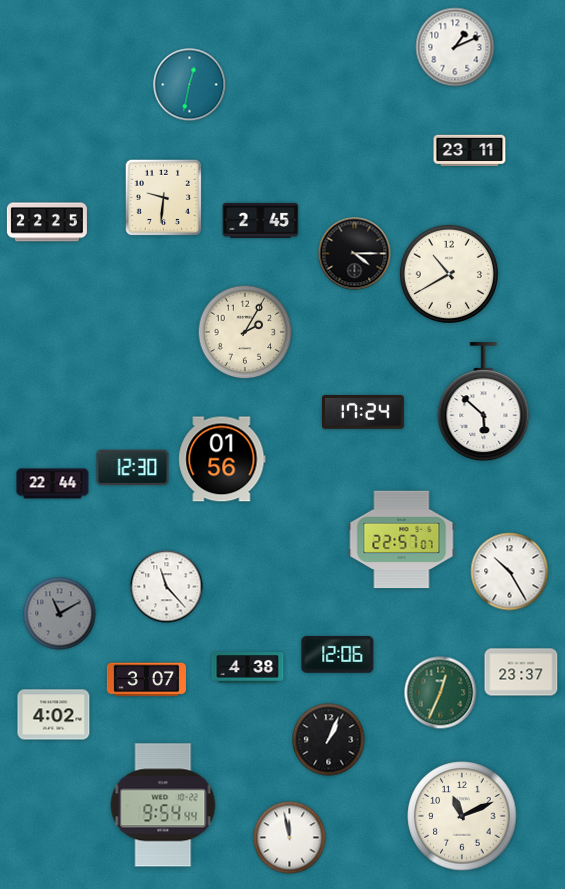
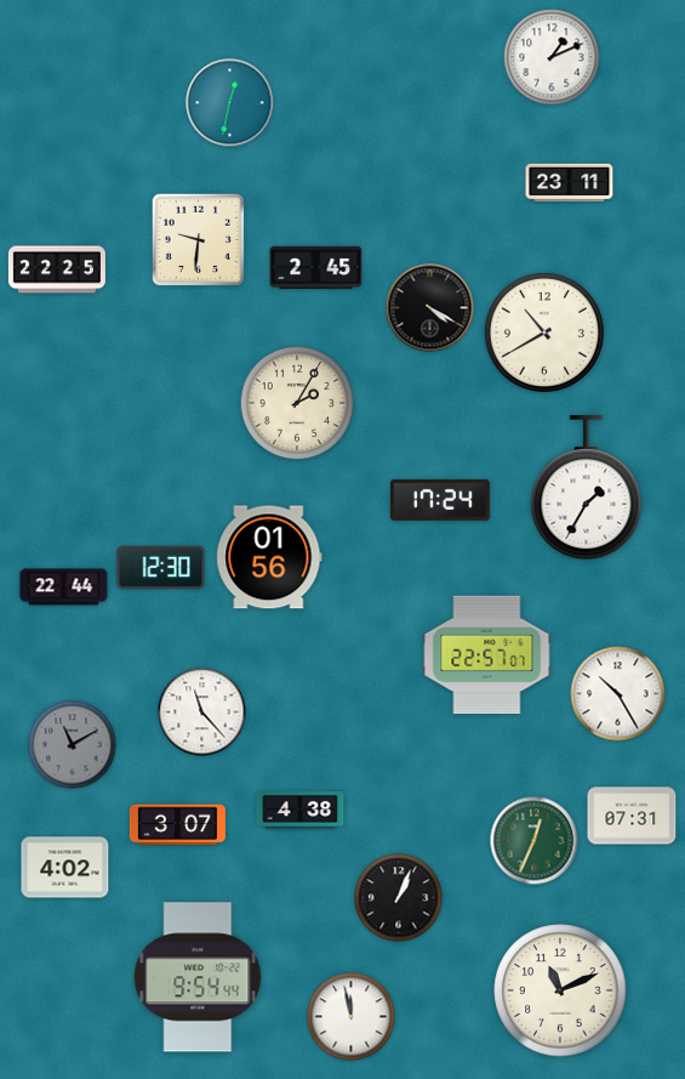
clock at (355, 254): 4:15 -> 4:20
clock at (484, 402): 5:52 -> 1:35
clock at (338, 655): 12:06 -> none
clock at (521, 672): 23:37 -> 07:31
